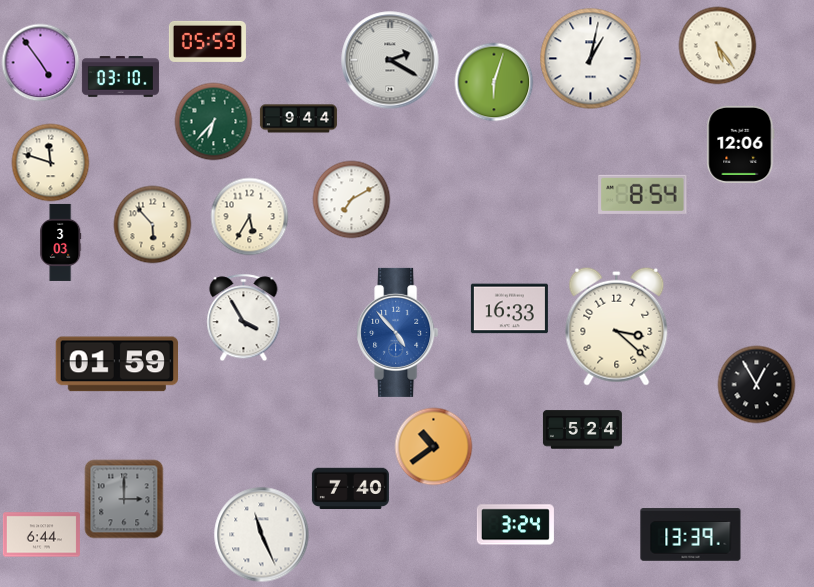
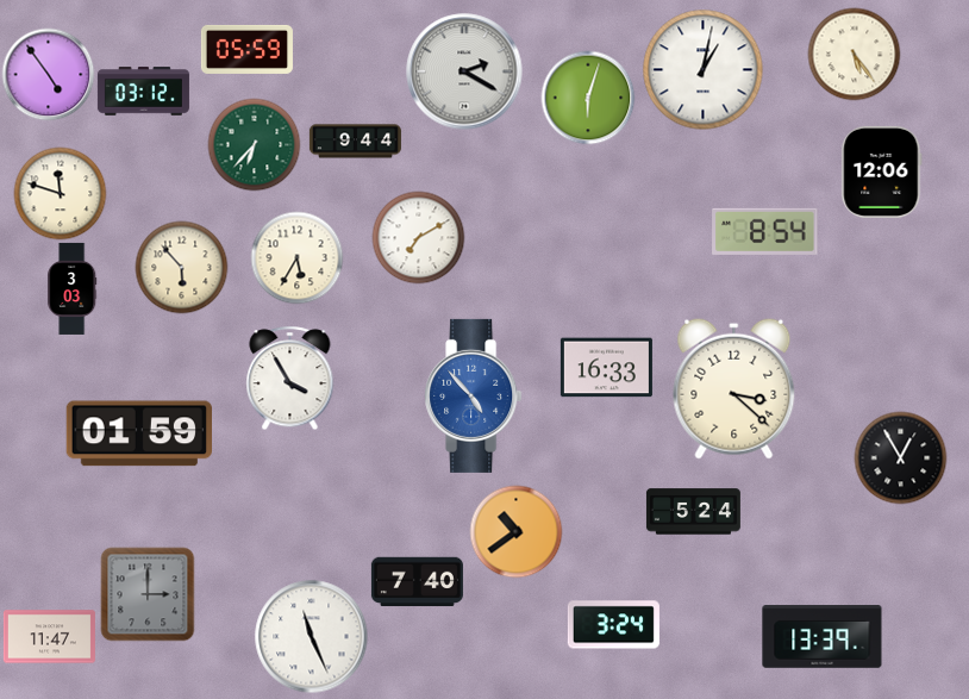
clock at (120, 77): 03:10 -> 03:12
clock at (41, 535): 6:44 -> 11:47
